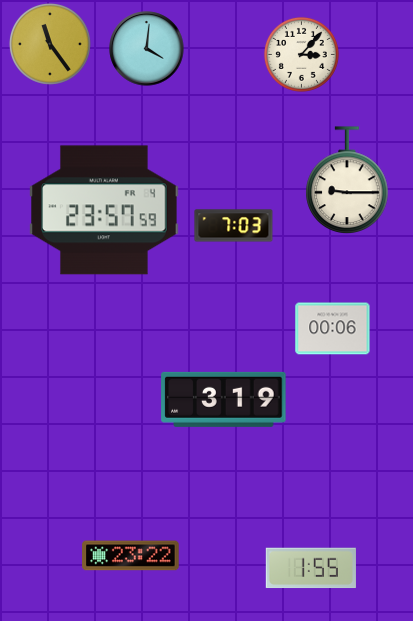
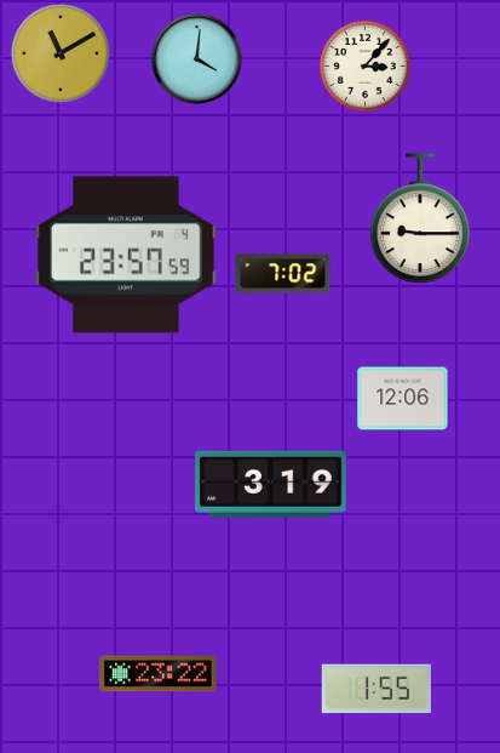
clock at (50, 44): 11:24 -> 11:10
clock at (147, 49) position: (147, 49) -> (197, 59)
clock at (234, 226): 7:03 -> 7:02
clock at (333, 329): 00:06 -> 12:06
